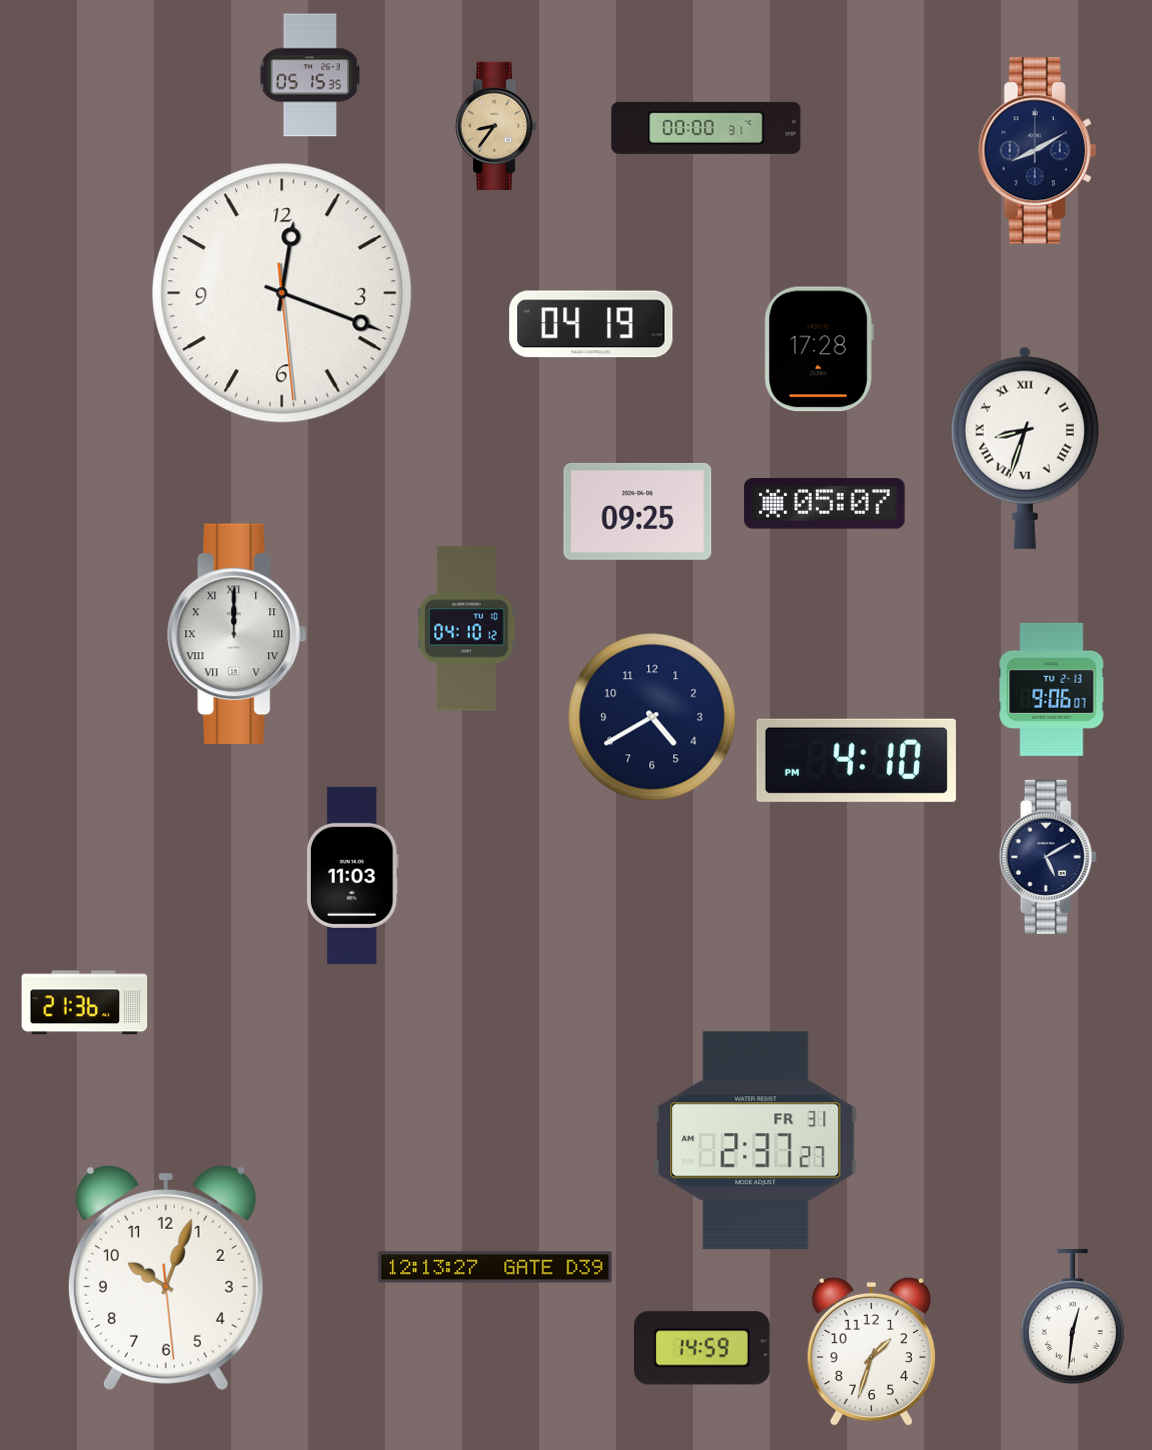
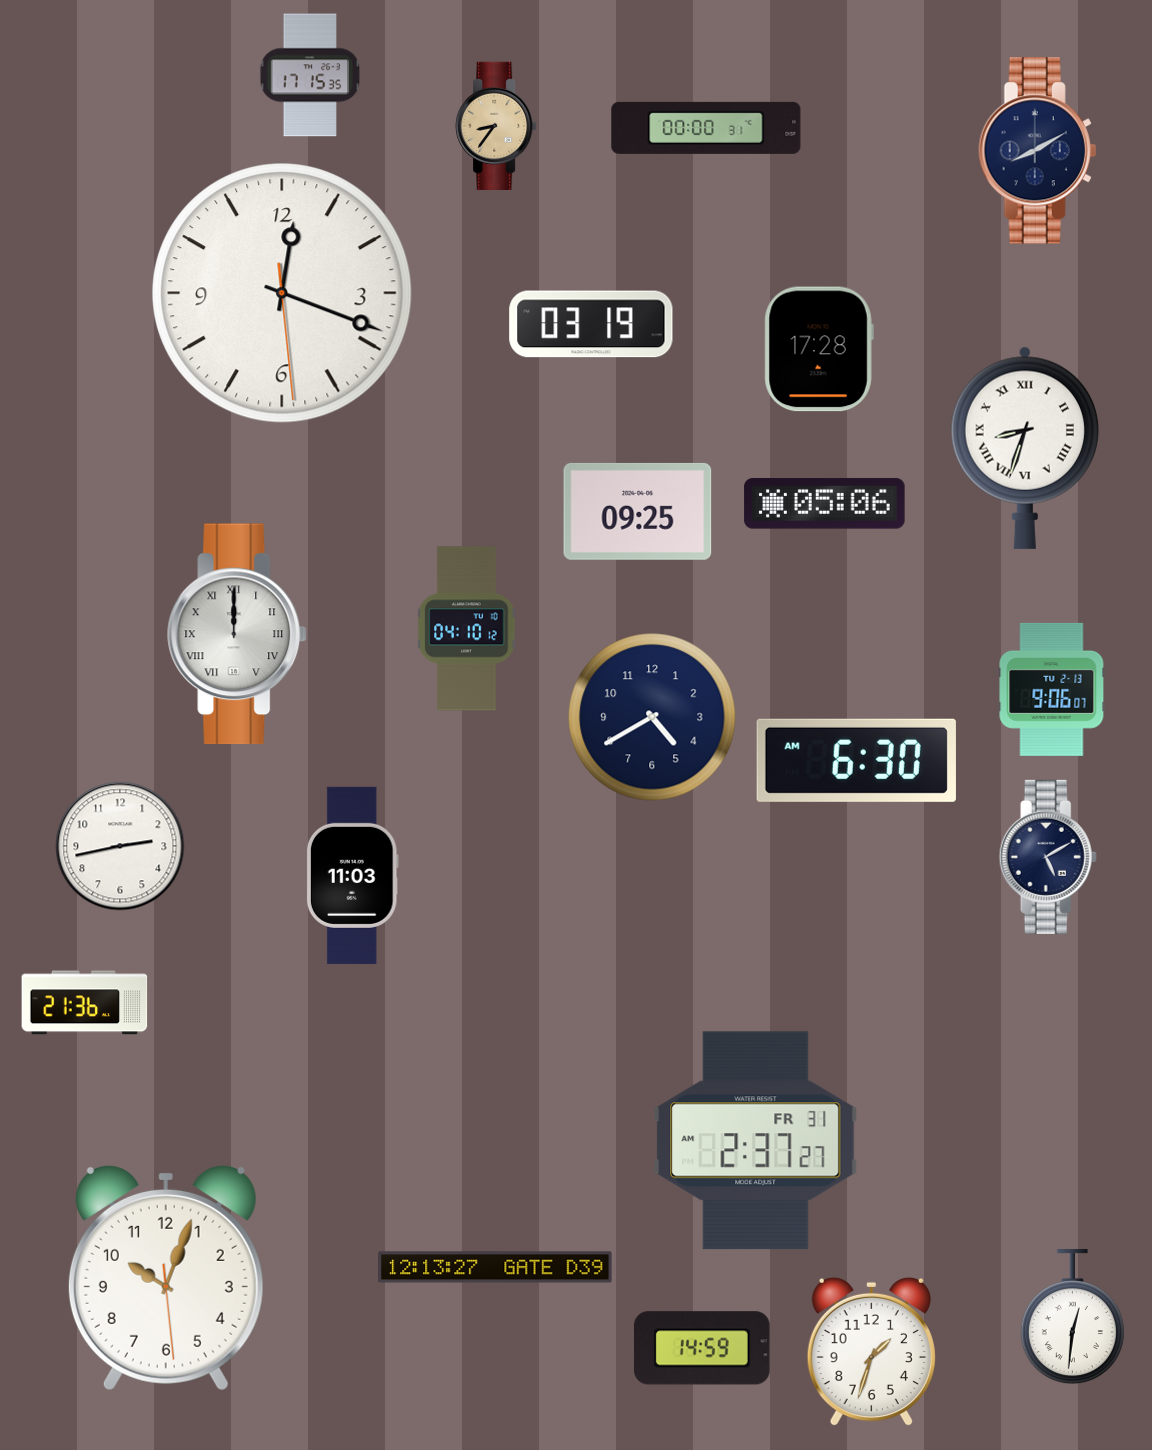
clock at (310, 75): 05:15 -> 17:15
clock at (591, 324): 04:19 -> 03:19
clock at (825, 504): 05:07 -> 05:06
clock at (856, 760): 4:10 -> 6:30
clock at (120, 846): none -> 2:43
